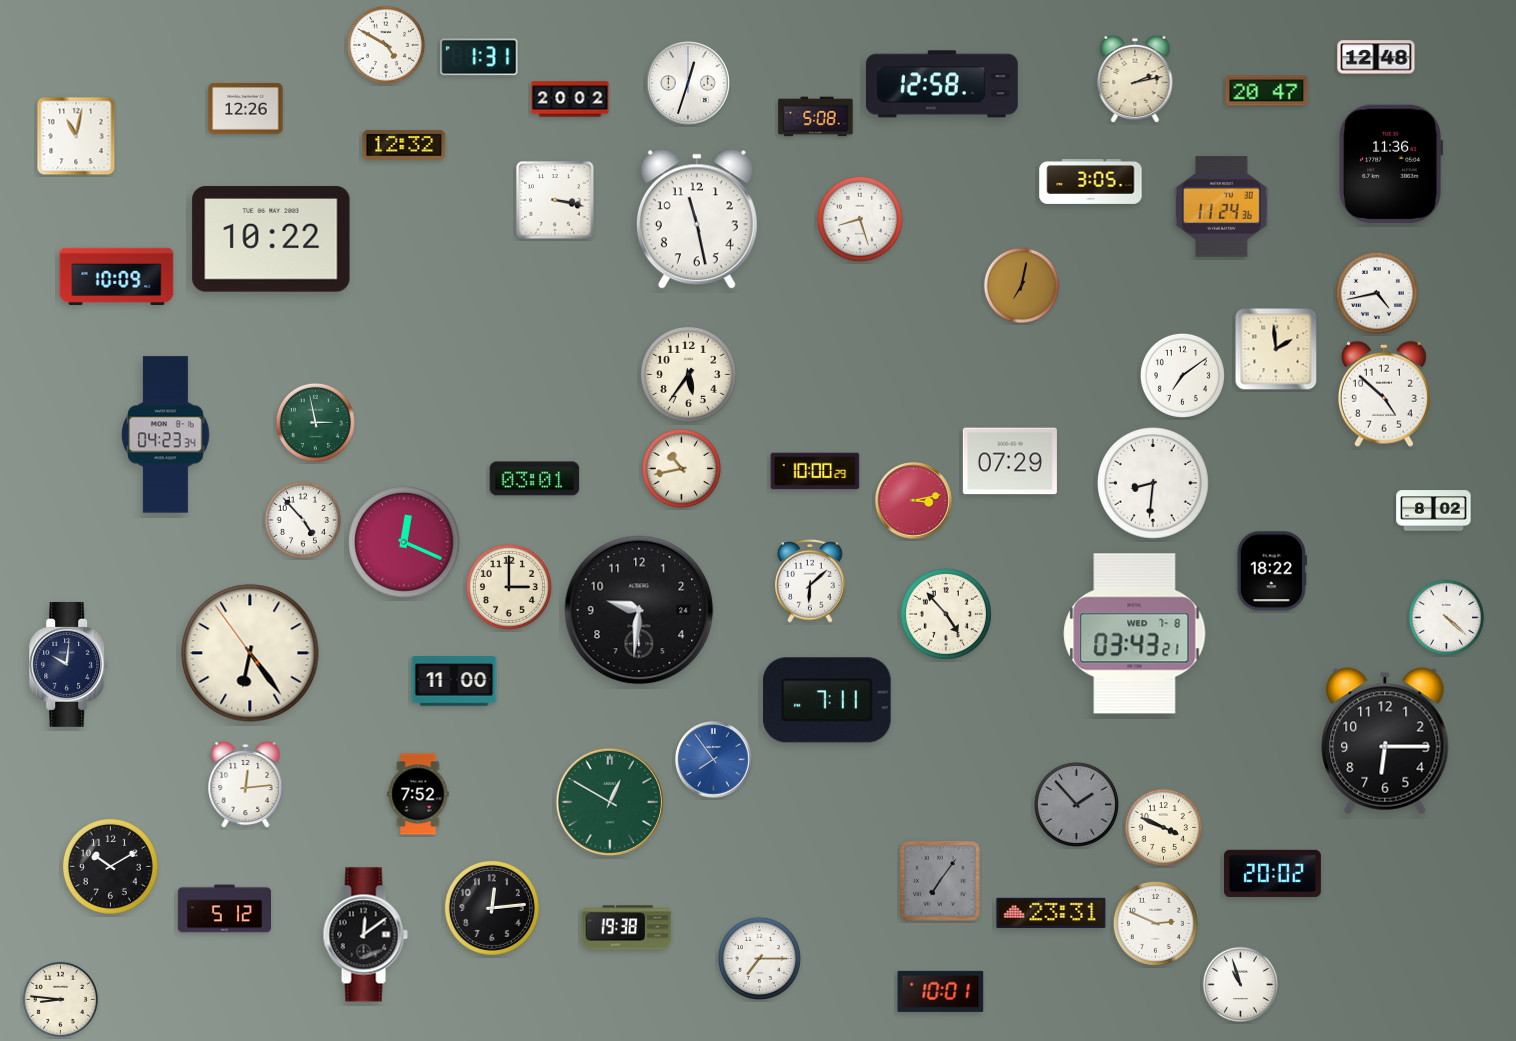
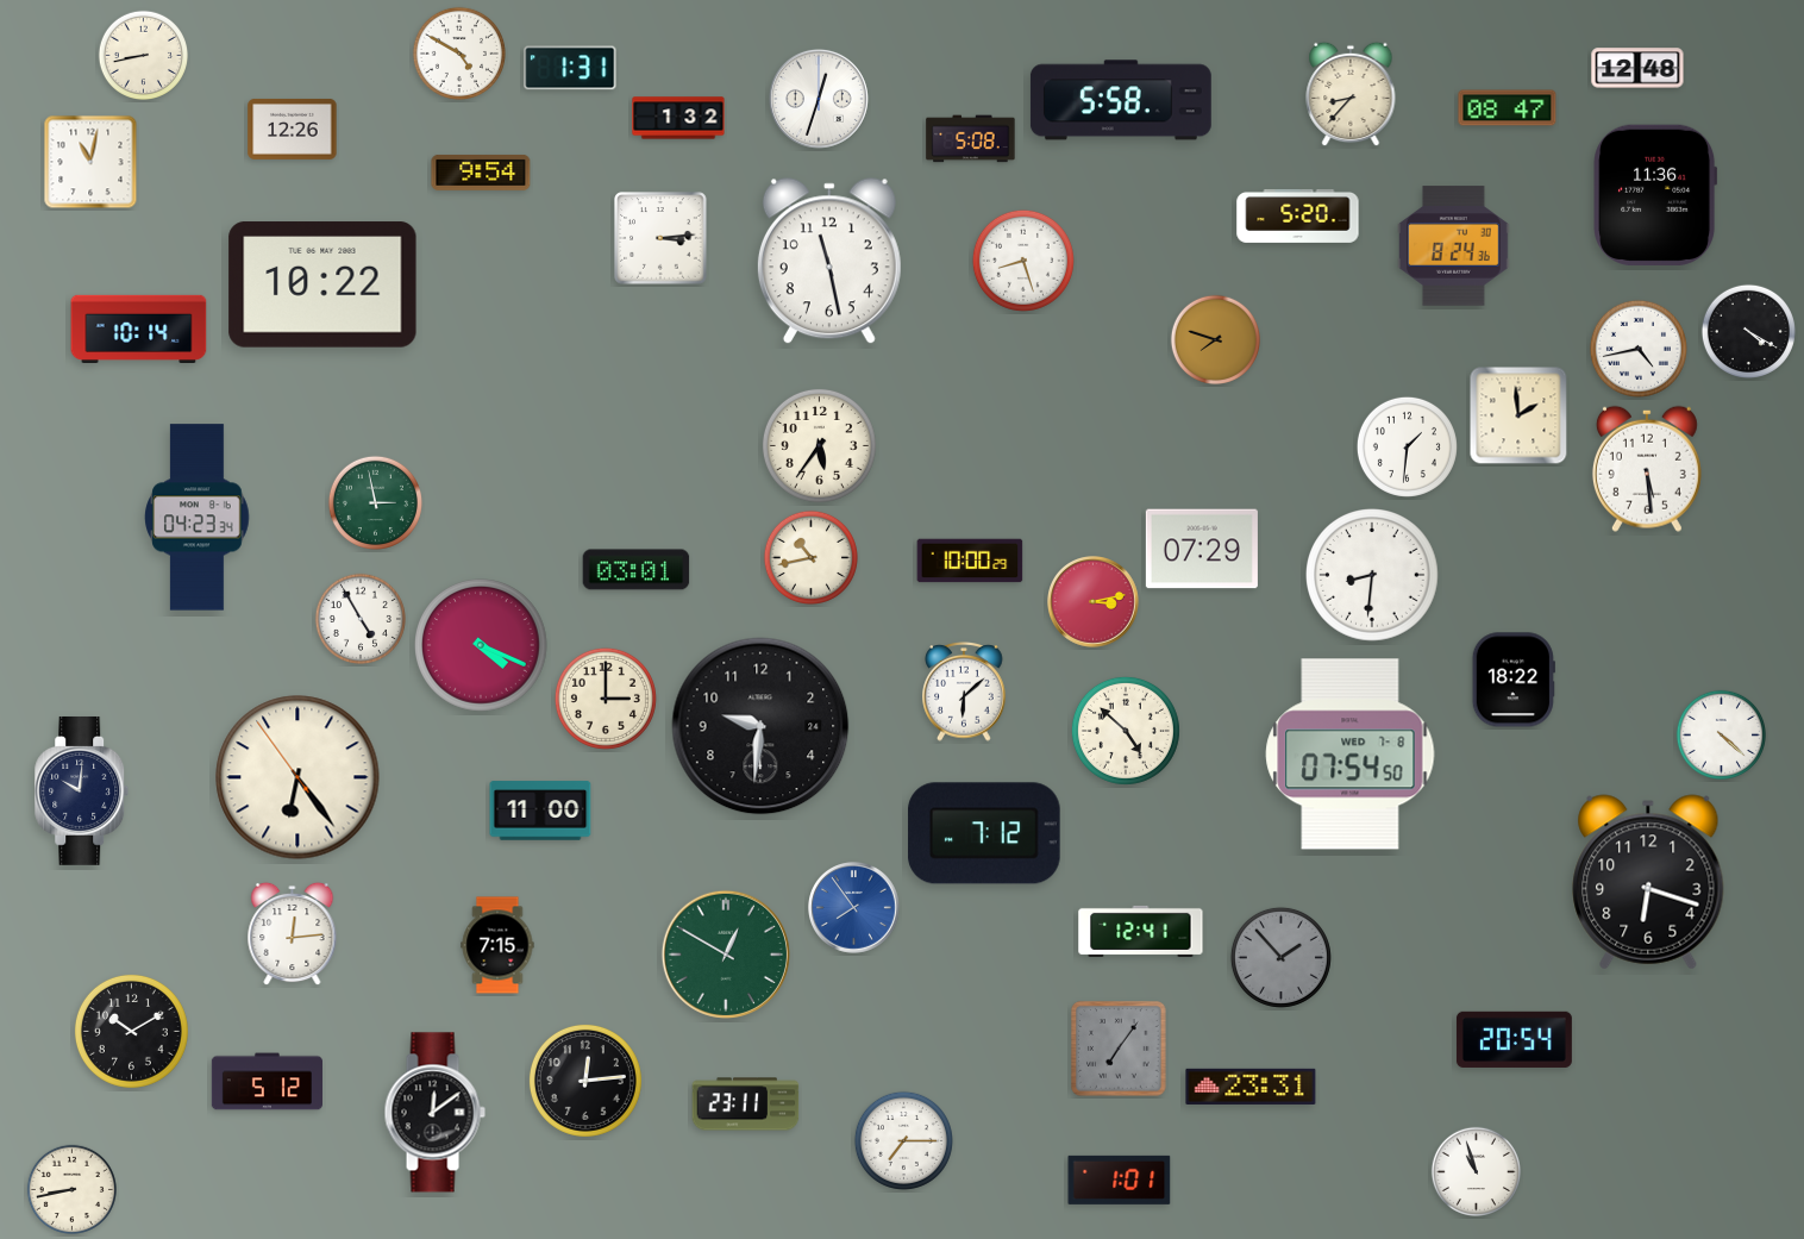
clock at (143, 55): none -> 8:43
clock at (1135, 79): 2:13 -> 8:37
clock at (942, 84): 12:58 -> 5:58
clock at (1267, 91): 20:47 -> 08:47
clock at (570, 99): 20:02 -> 1:32
clock at (404, 145): 12:32 -> 9:54
clock at (1091, 181): 3:05 -> 5:20
clock at (555, 200): 3:17 -> 3:14
clock at (1222, 207): 11:24 -> 8:24
clock at (117, 276): 10:09 -> 10:14
clock at (1748, 331): none -> 4:20
clock at (1021, 285): 7:02 -> 7:48
clock at (1182, 375): 7:09 -> 1:31
clock at (1384, 394): 4:52 -> 5:29
clock at (914, 501) position: (914, 501) -> (1094, 602)
clock at (1434, 511): 8:02 -> none
clock at (303, 519): 4:53 -> 4:55
clock at (404, 542): 12:19 -> 4:19
clock at (946, 614): 4:53 -> 4:52
clock at (1135, 634): 03:43 -> 07:54
clock at (827, 700): 7:11 -> 7:12
clock at (1385, 741): 6:15 -> 6:18
clock at (714, 760) position: (714, 760) -> (854, 908)
clock at (1141, 931): none -> 12:41
clock at (418, 794): 7:52 -> 7:15
clock at (1163, 827): 3:49 -> none
clock at (1272, 873): 20:02 -> 20:54
clock at (1155, 923): 2:49 -> none
clock at (627, 928): 19:38 -> 23:11
clock at (941, 991): 10:01 -> 1:01
clock at (60, 999): 8:46 -> 8:43
